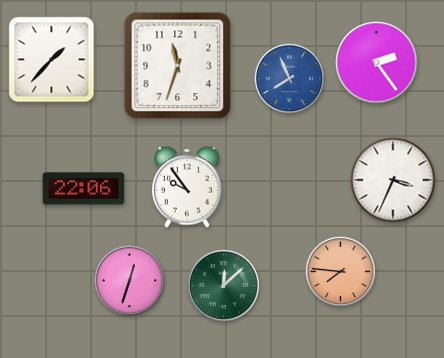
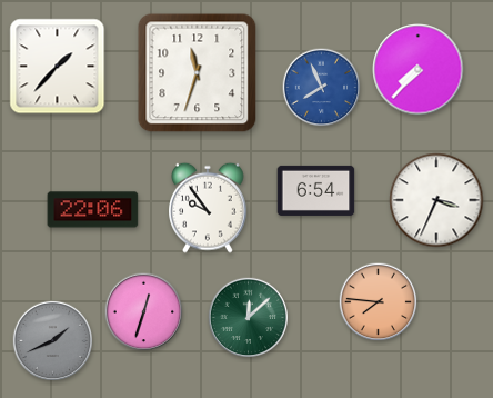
clock at (377, 63): 2:24 -> 7:37
clock at (316, 190): none -> 6:54
clock at (52, 340): none -> 1:41
